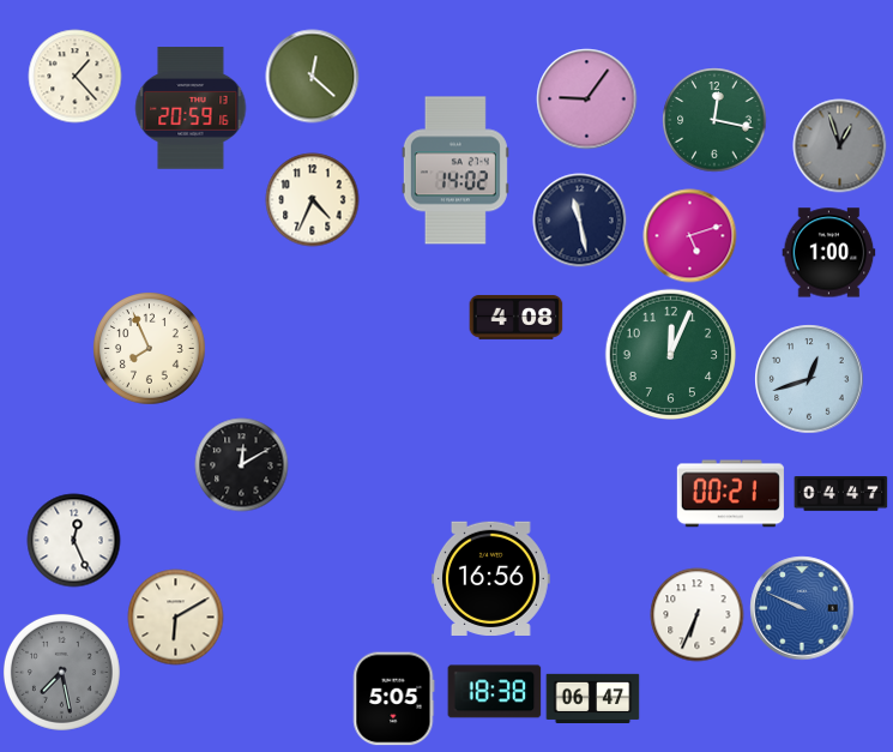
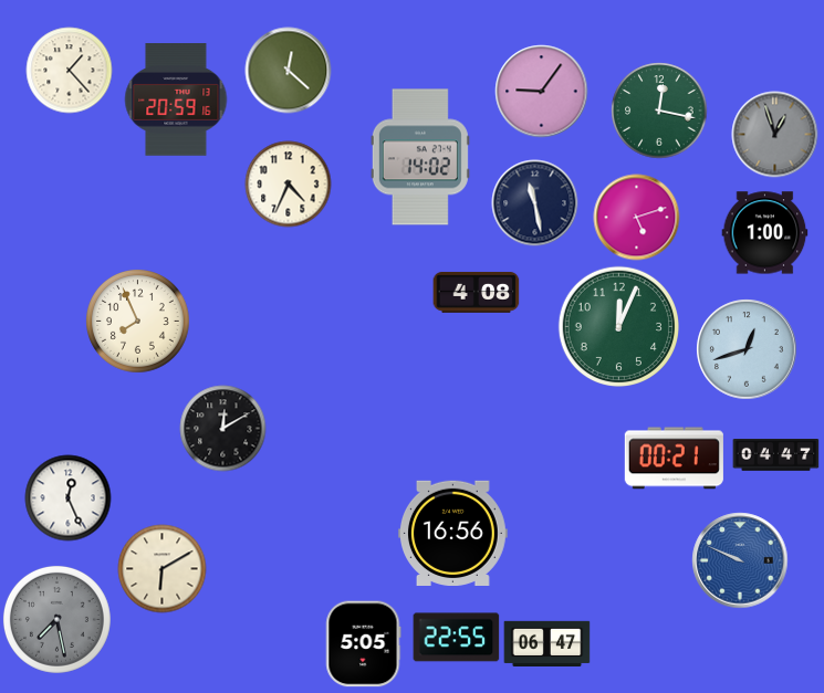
clock at (730, 494) position: (730, 494) -> (674, 459)
clock at (696, 614): 6:34 -> none
clock at (494, 692): 18:38 -> 22:55
